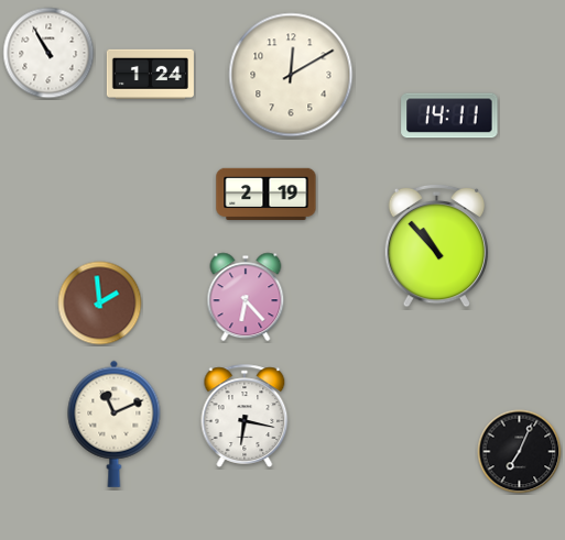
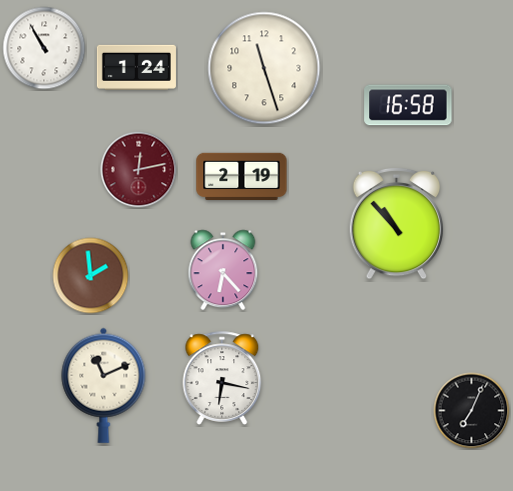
clock at (291, 75): 12:10 -> 11:27
clock at (449, 115): 14:11 -> 16:58
clock at (139, 170): none -> 12:13
